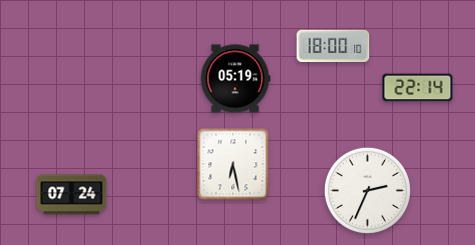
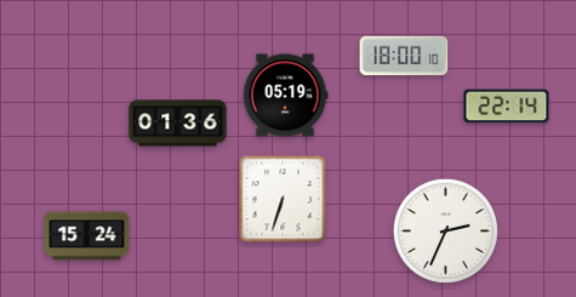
clock at (178, 124): none -> 01:36
clock at (233, 164): 6:28 -> 6:33
clock at (72, 195): 07:24 -> 15:24
